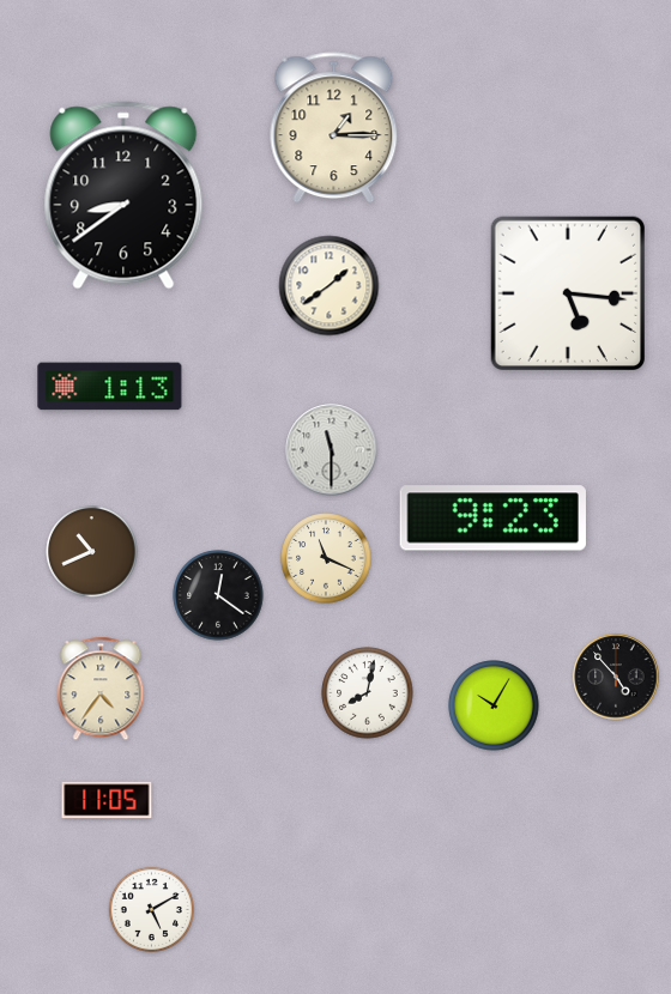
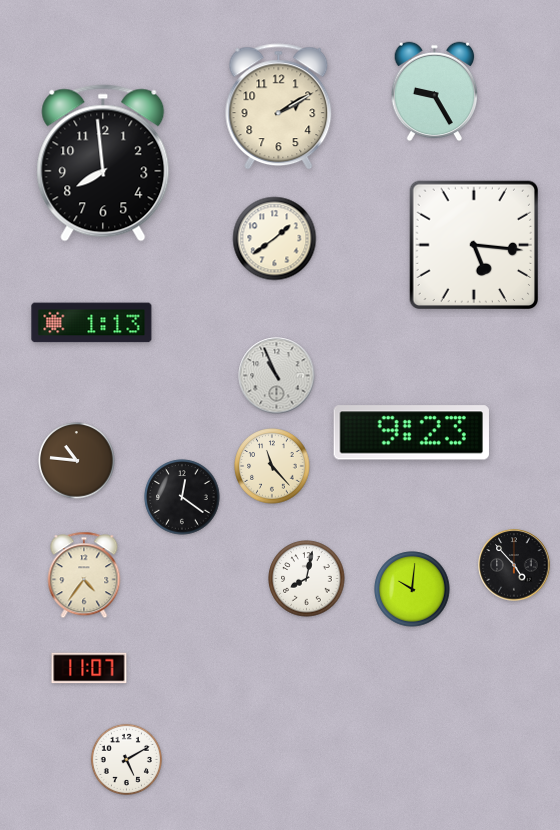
clock at (435, 92): none -> 9:25
clock at (334, 128): 1:15 -> 2:10
clock at (123, 195): 8:39 -> 7:59
clock at (332, 450): 11:30 -> 10:56
clock at (92, 552): 10:41 -> 10:46
clock at (326, 558): 11:19 -> 11:23
clock at (494, 705): 10:05 -> 10:01
clock at (107, 800): 11:05 -> 11:07
